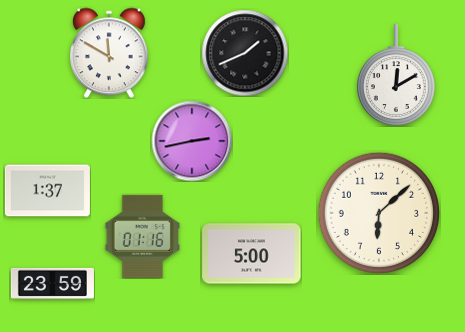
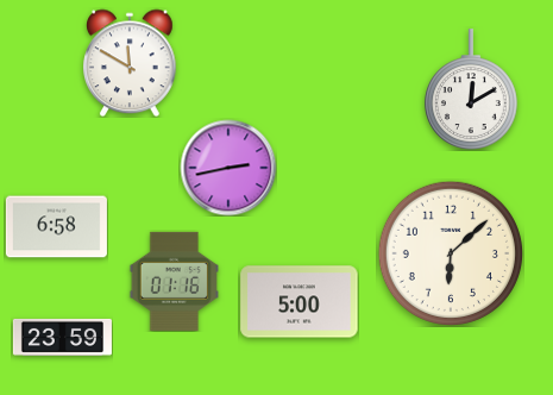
clock at (245, 53): 1:41 -> none
clock at (47, 191): 1:37 -> 6:58
clock at (142, 236) position: (142, 236) -> (174, 281)
